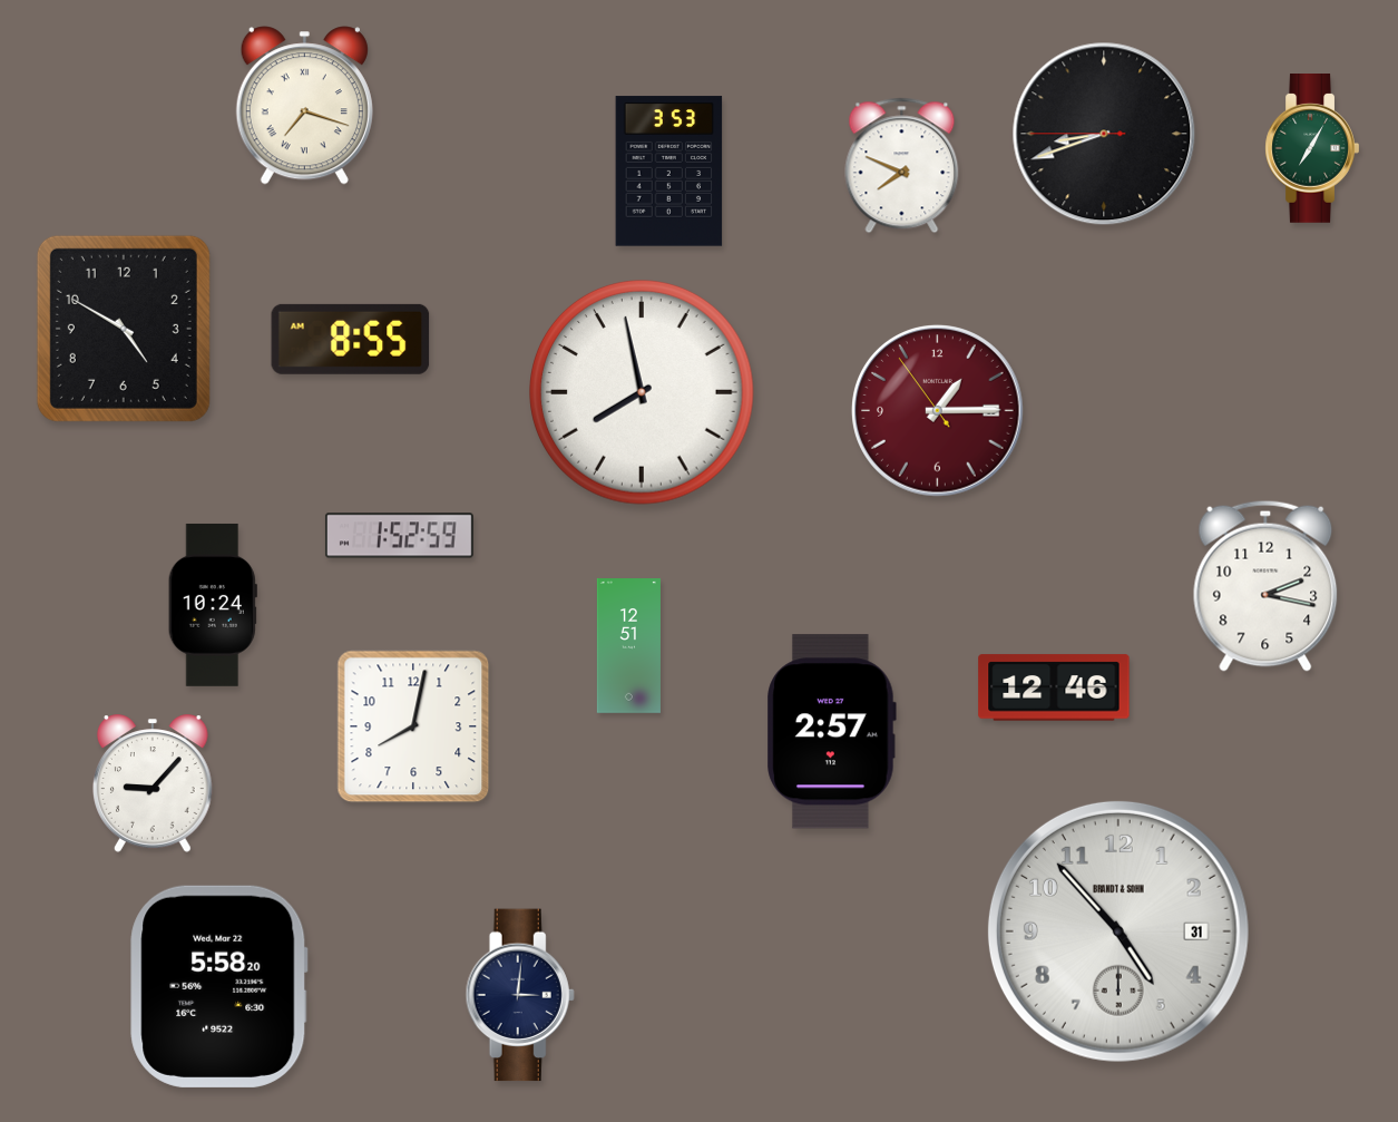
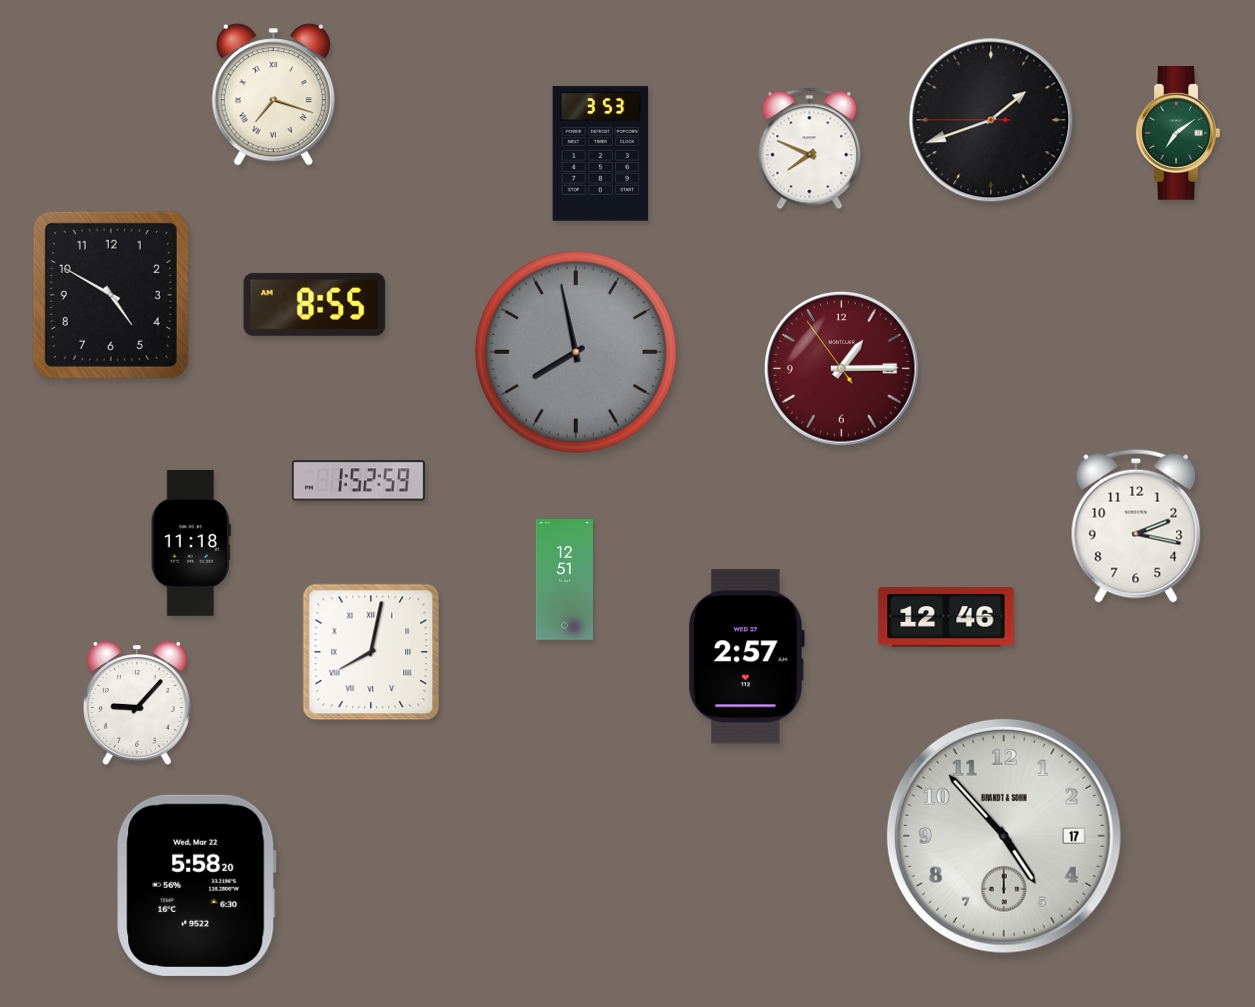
clock at (1104, 134): 8:41 -> 1:41
clock at (1312, 149): 7:05 -> 7:09
clock at (643, 393) dial: white -> grey
clock at (213, 605): 10:24 -> 11:18
clock at (413, 726) numerals: Arabic -> Roman
clock at (1118, 931) date: 31 -> 17
clock at (520, 995): 3:01 -> none
